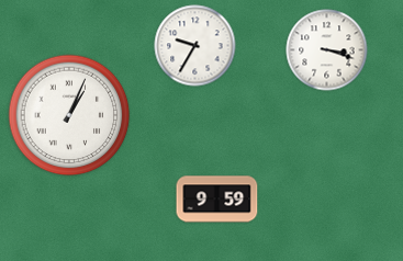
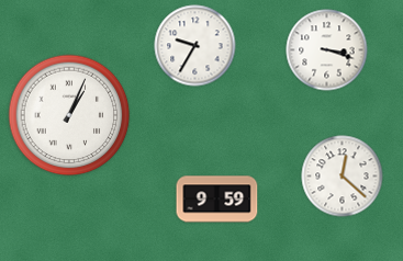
clock at (343, 177): none -> 12:22
